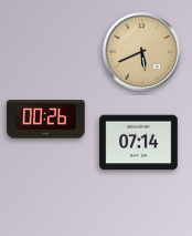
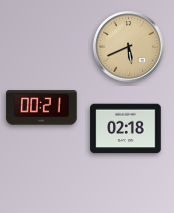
clock at (46, 120): 00:26 -> 00:21
clock at (139, 143): 07:14 -> 02:18
